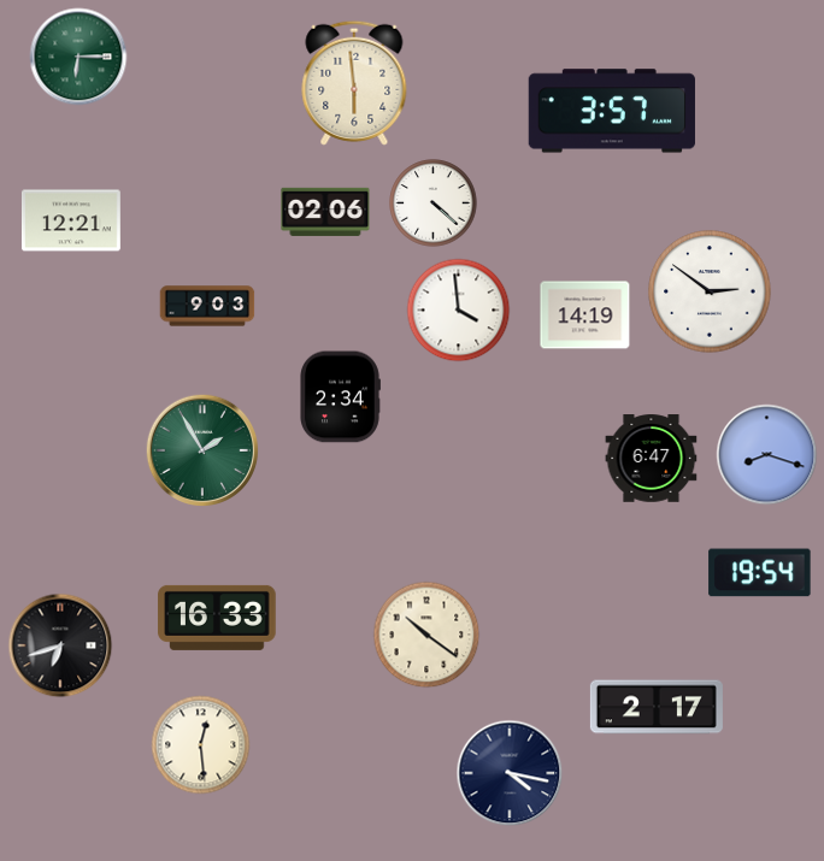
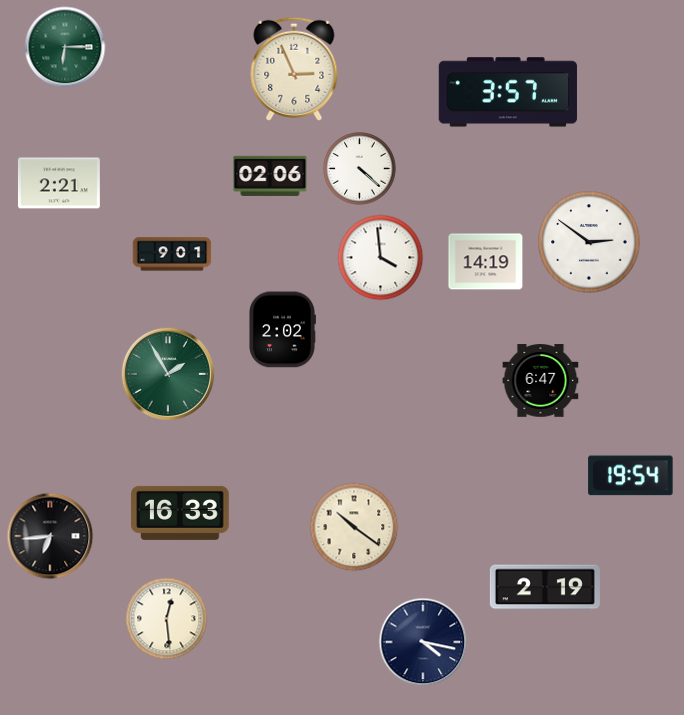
clock at (354, 83): 5:59 -> 2:56
clock at (71, 220): 12:21 -> 2:21
clock at (207, 306): 9:03 -> 9:01
clock at (341, 397): 2:34 -> 2:02
clock at (767, 455): 8:18 -> none
clock at (60, 645): 6:42 -> 6:44
clock at (657, 707): 2:17 -> 2:19
